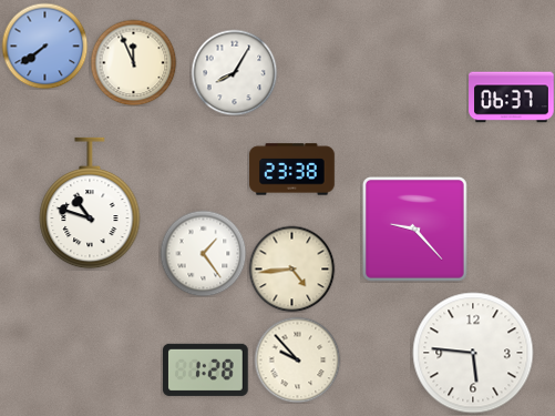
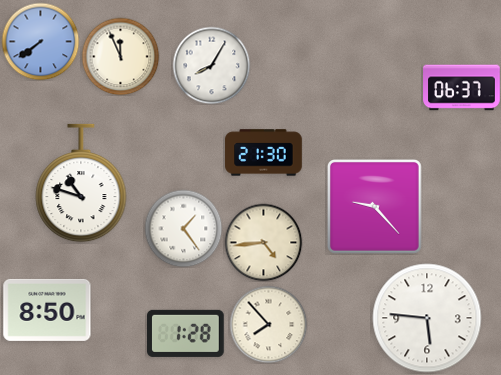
clock at (292, 170): 23:38 -> 21:30
clock at (47, 310): none -> 8:50
clock at (297, 359): 9:53 -> 7:53
